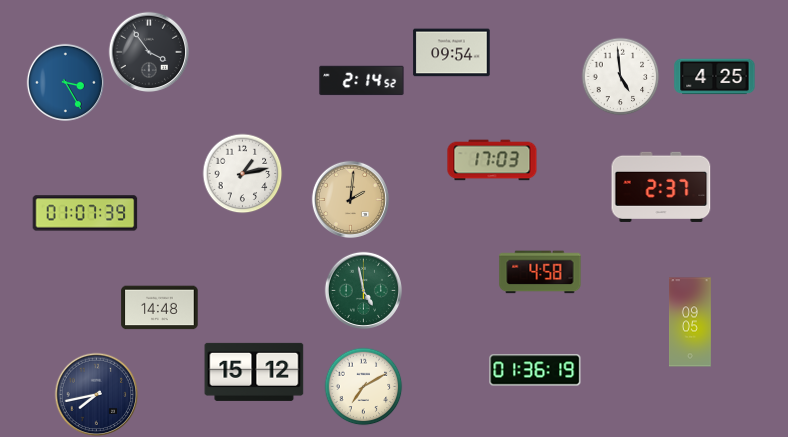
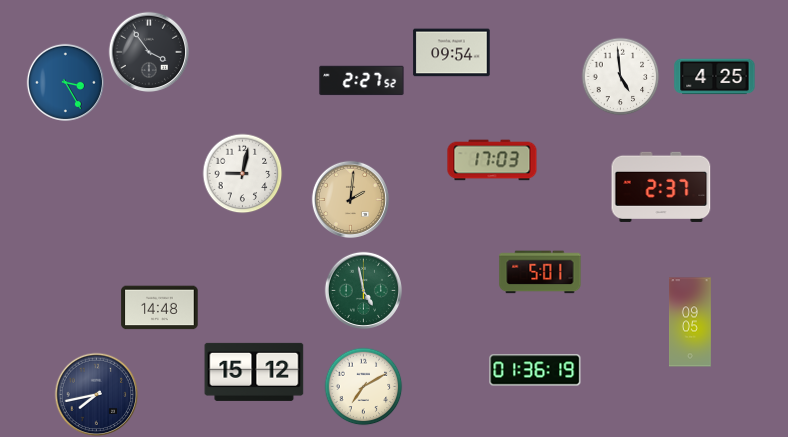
clock at (362, 81): 2:14 -> 2:27
clock at (242, 173): 1:13 -> 9:02
clock at (85, 213): 01:07 -> none
clock at (540, 272): 4:58 -> 5:01
